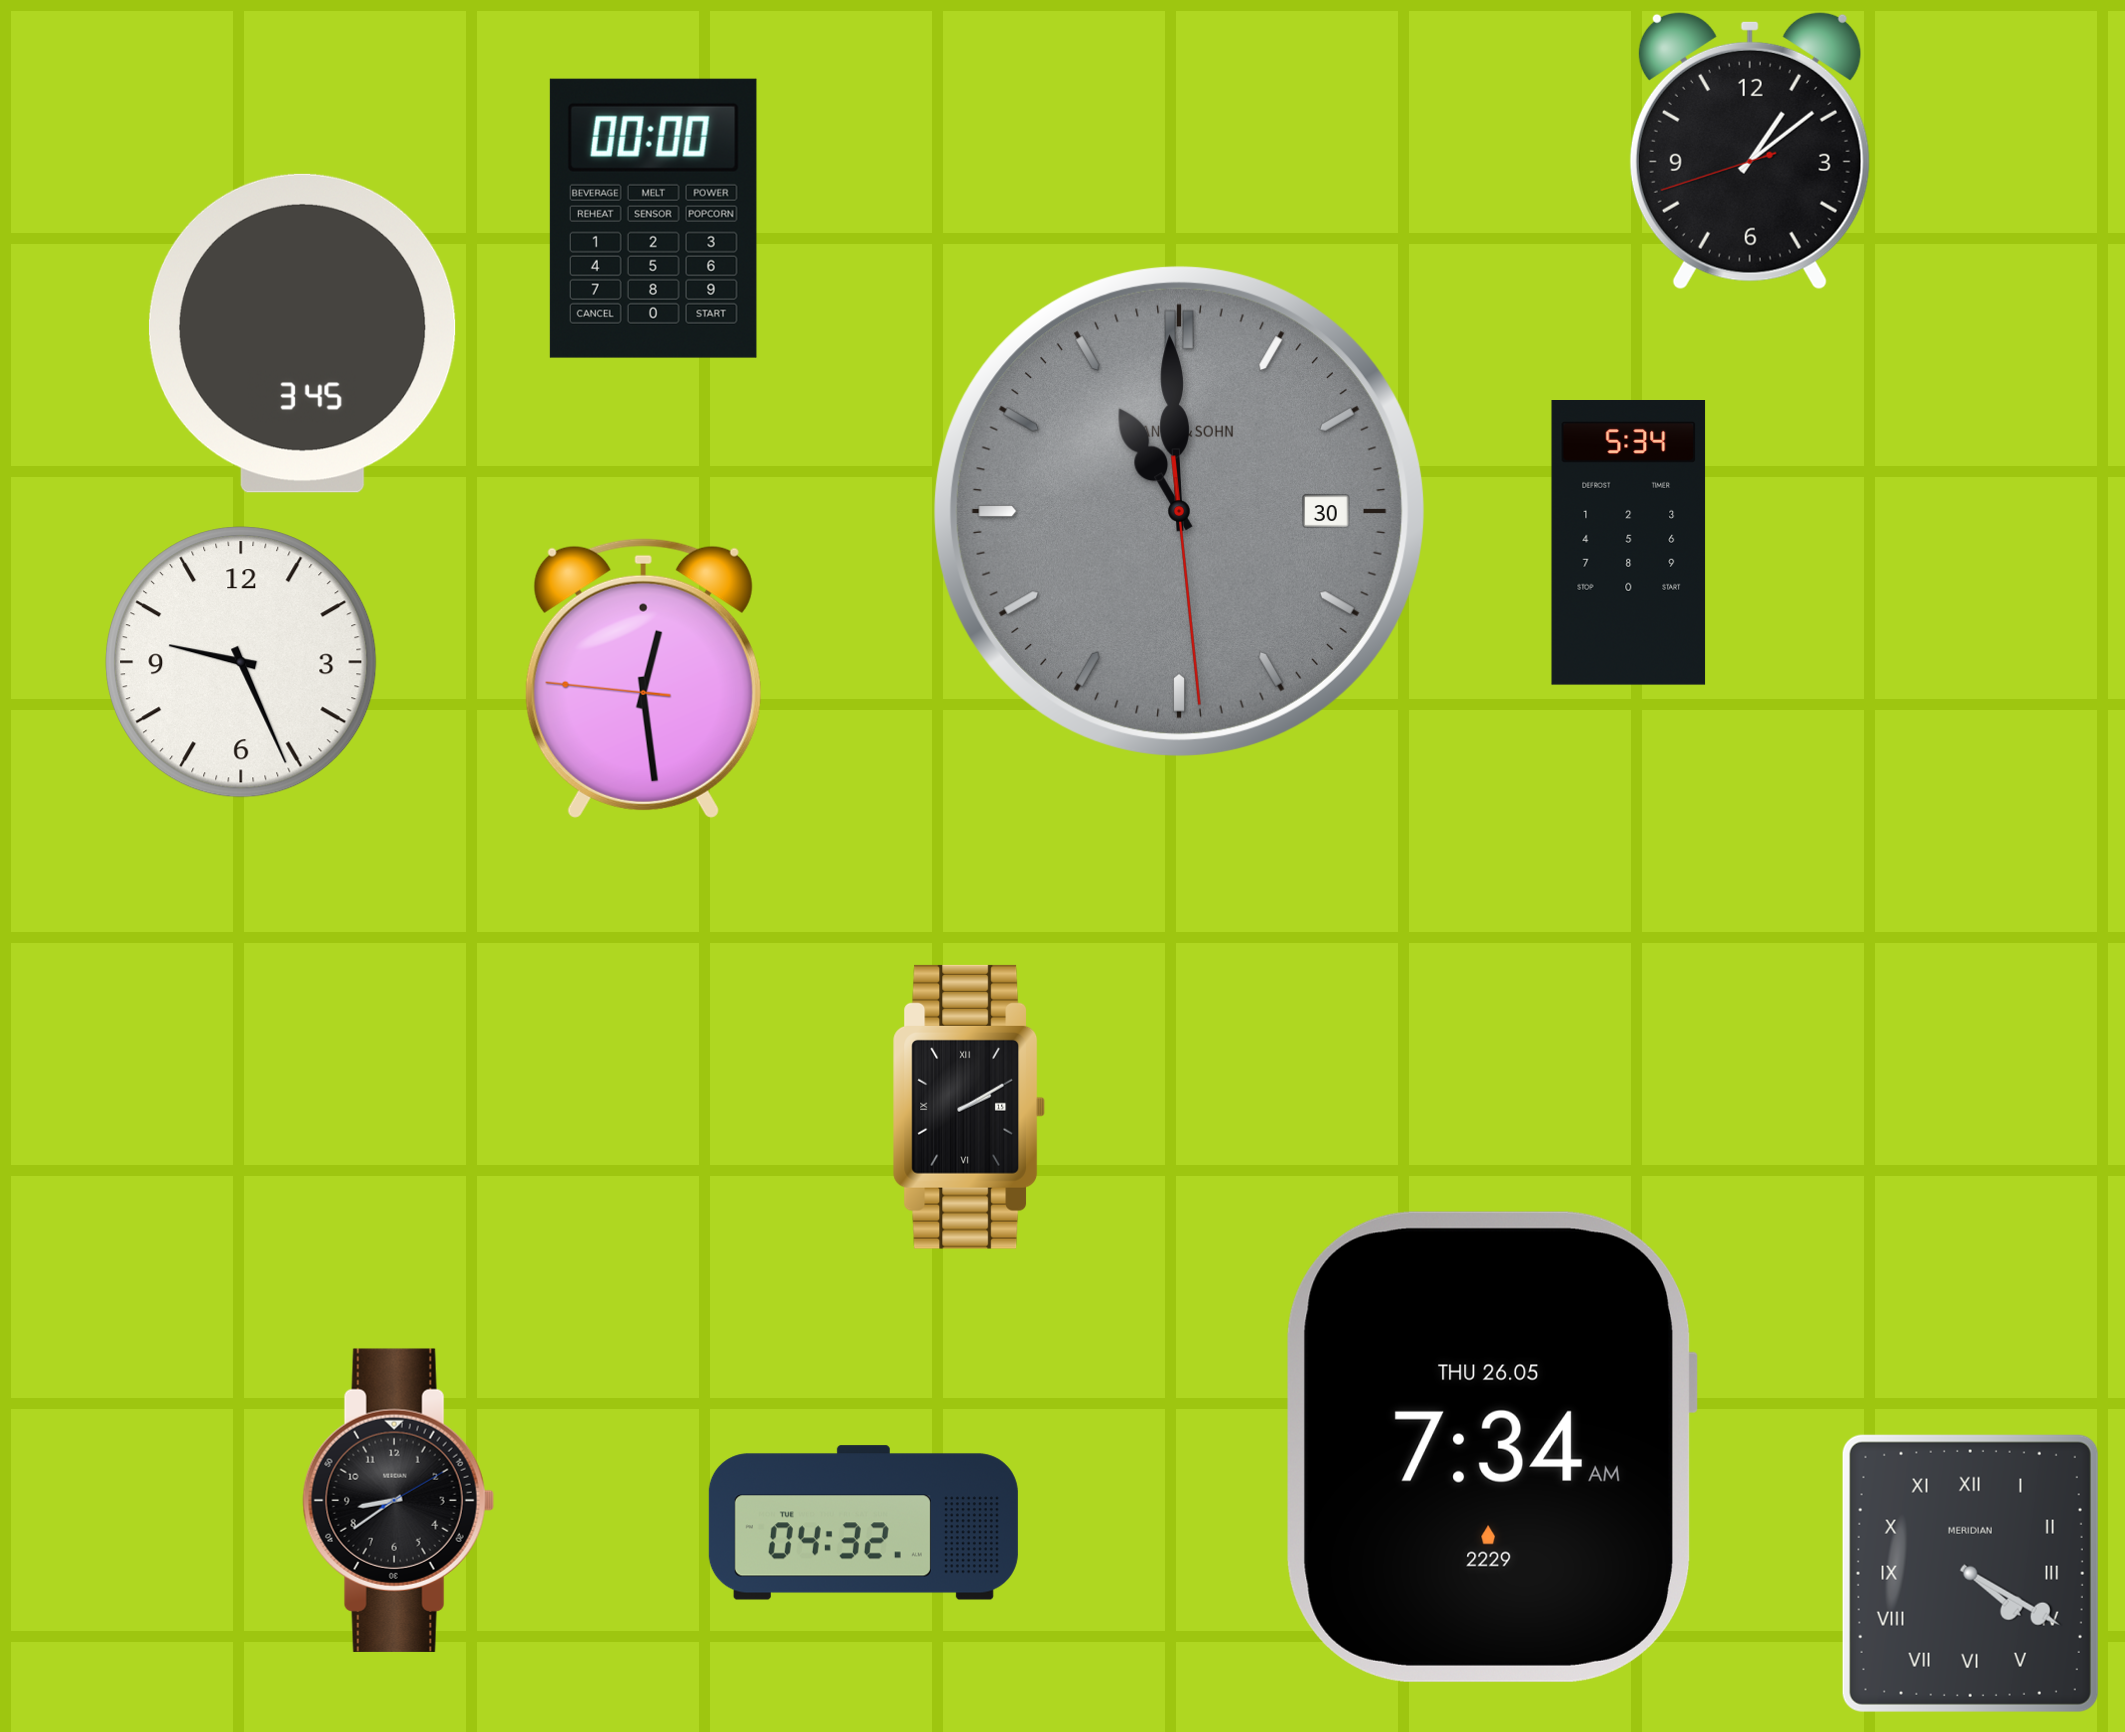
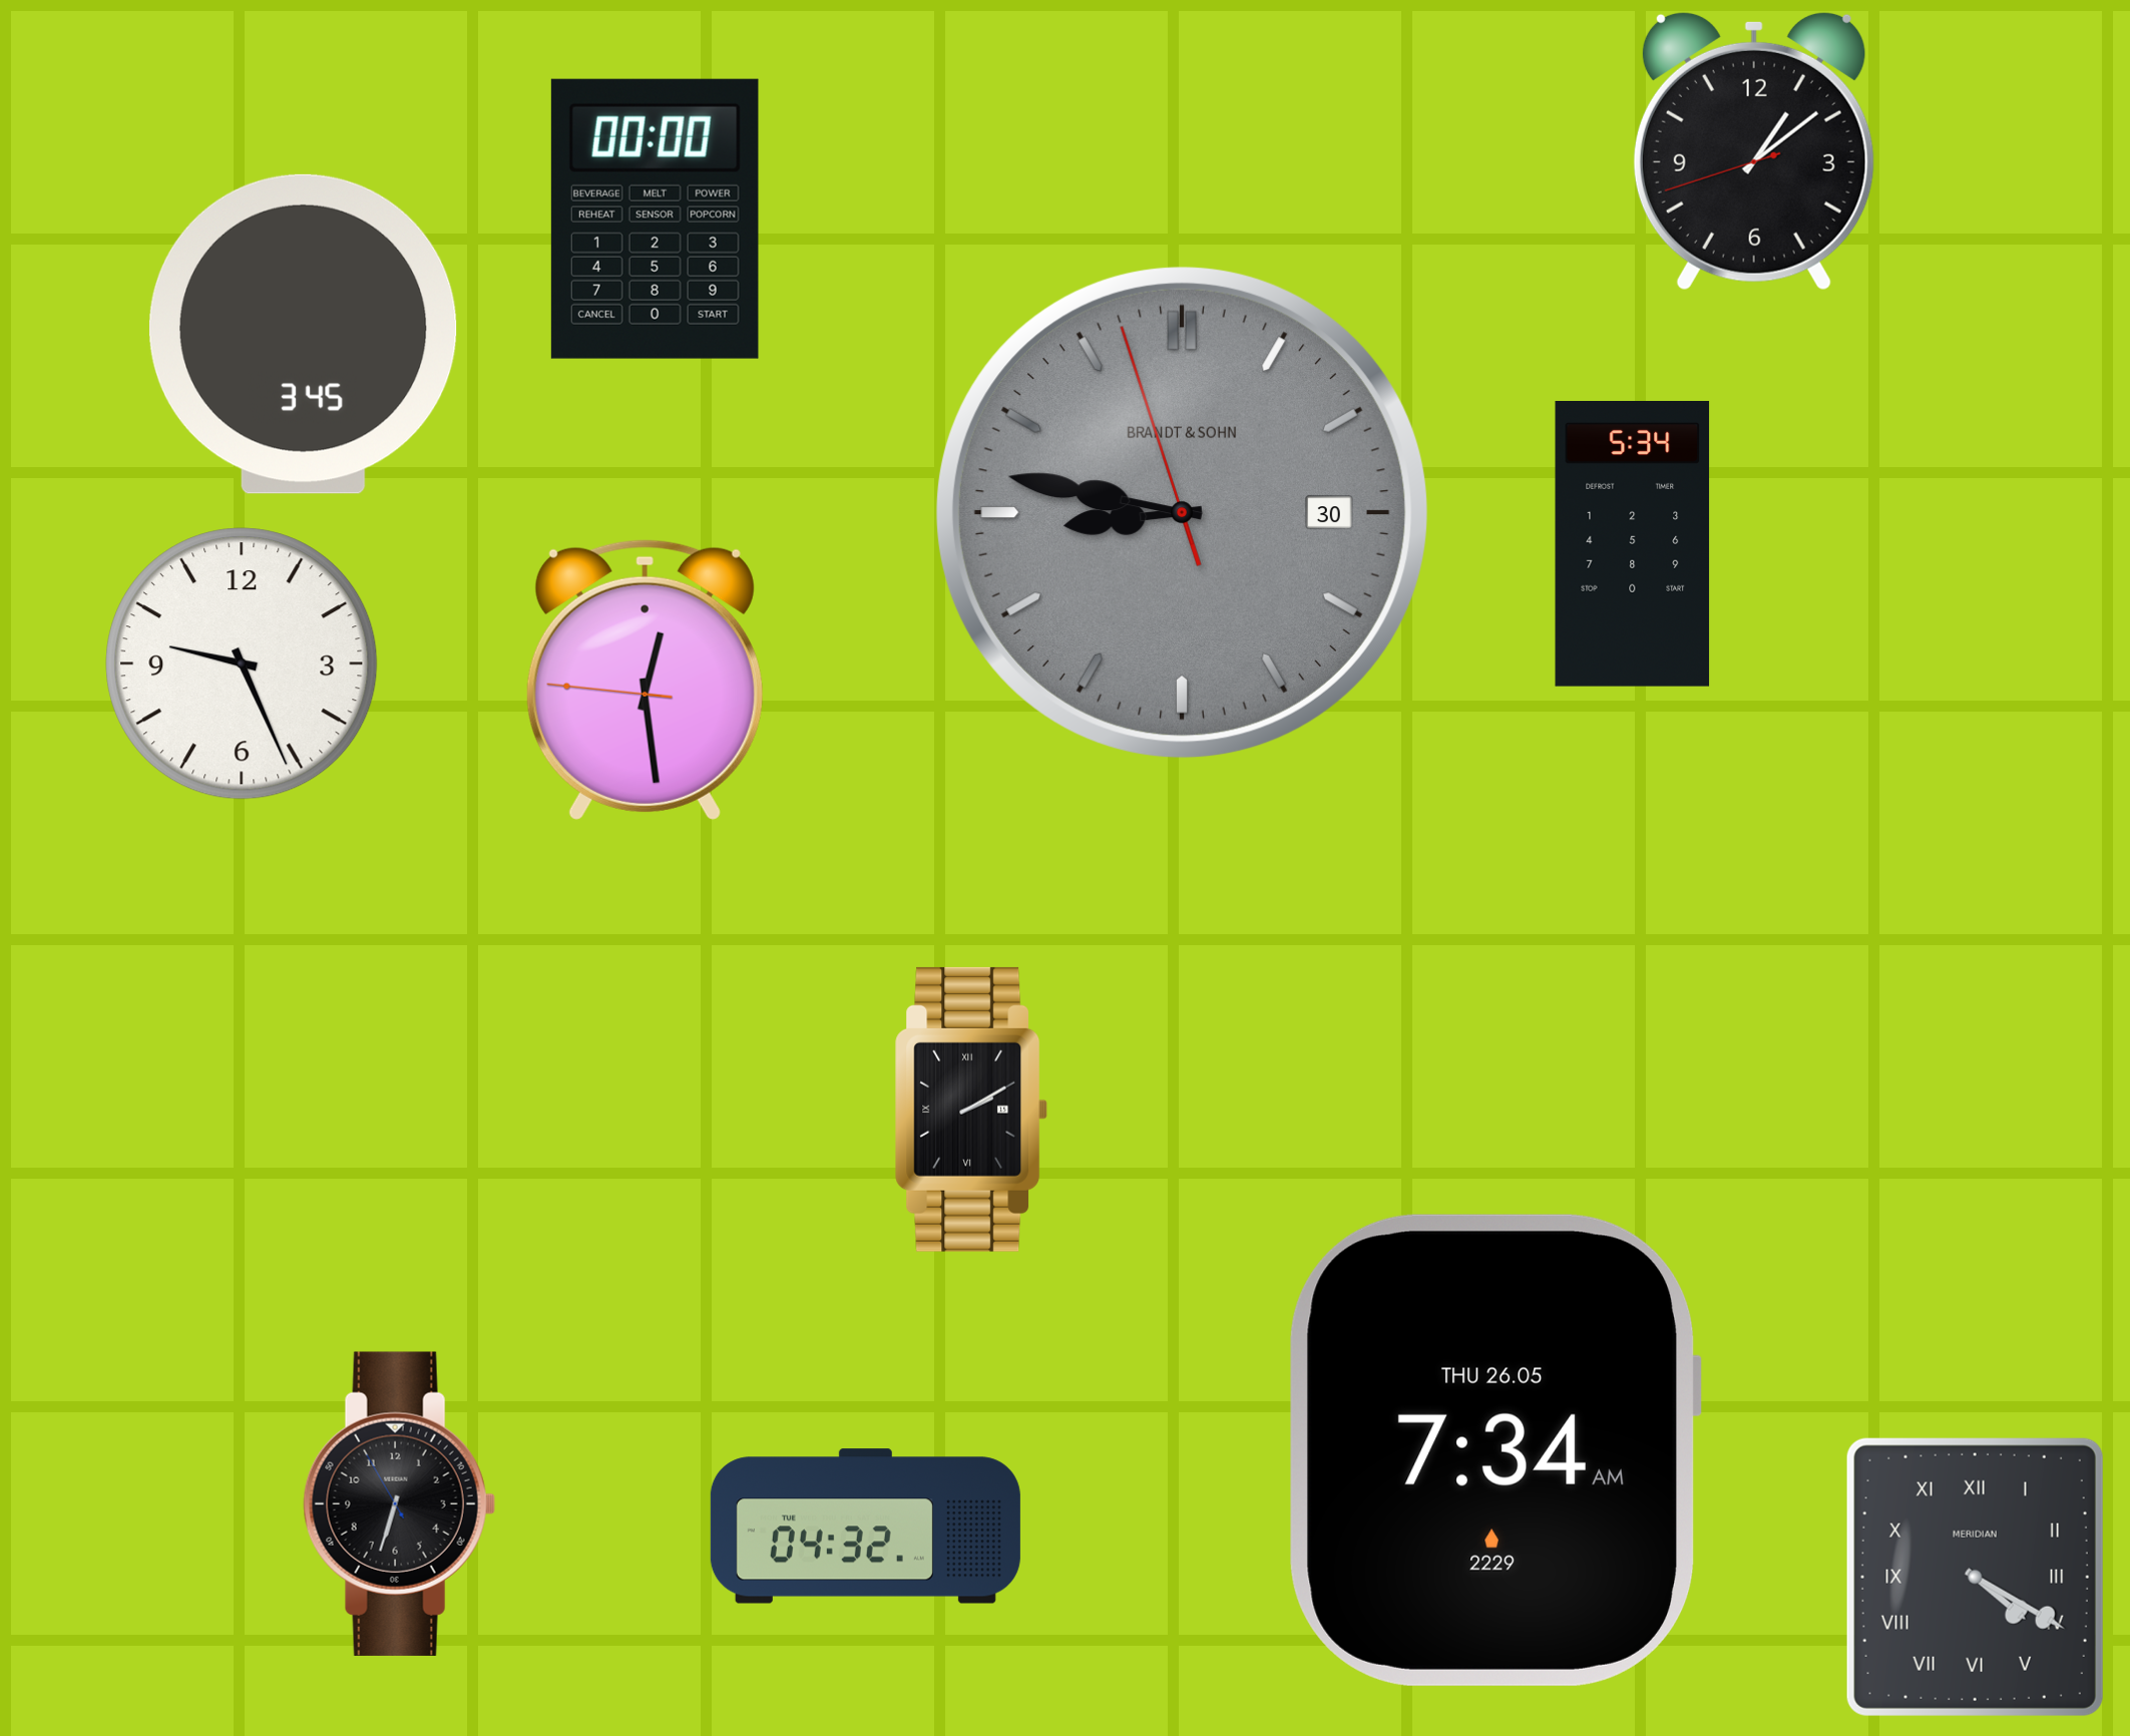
clock at (1179, 511): 10:59 -> 8:46
clock at (398, 1500): 8:39 -> 6:32
